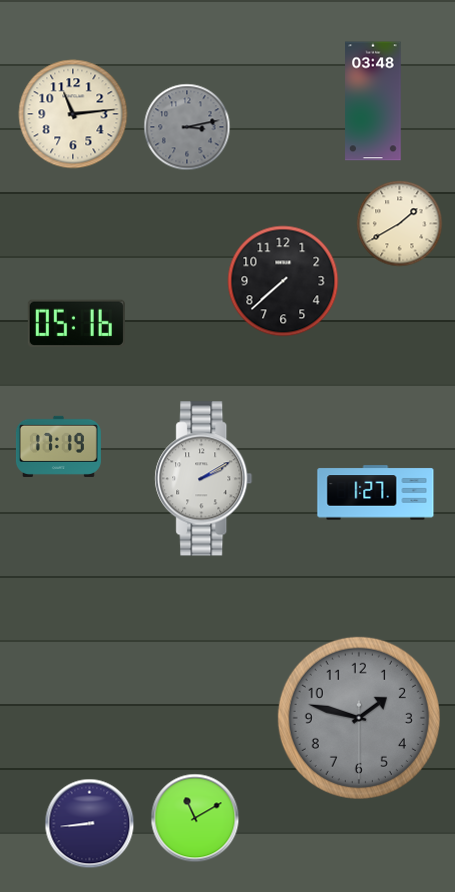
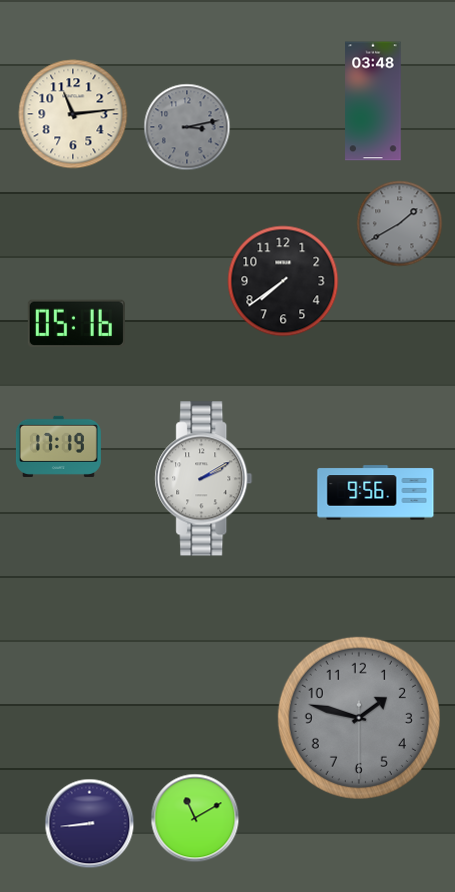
clock at (400, 224) dial: cream -> grey
clock at (283, 281): 7:38 -> 7:39
clock at (376, 493): 1:27 -> 9:56
